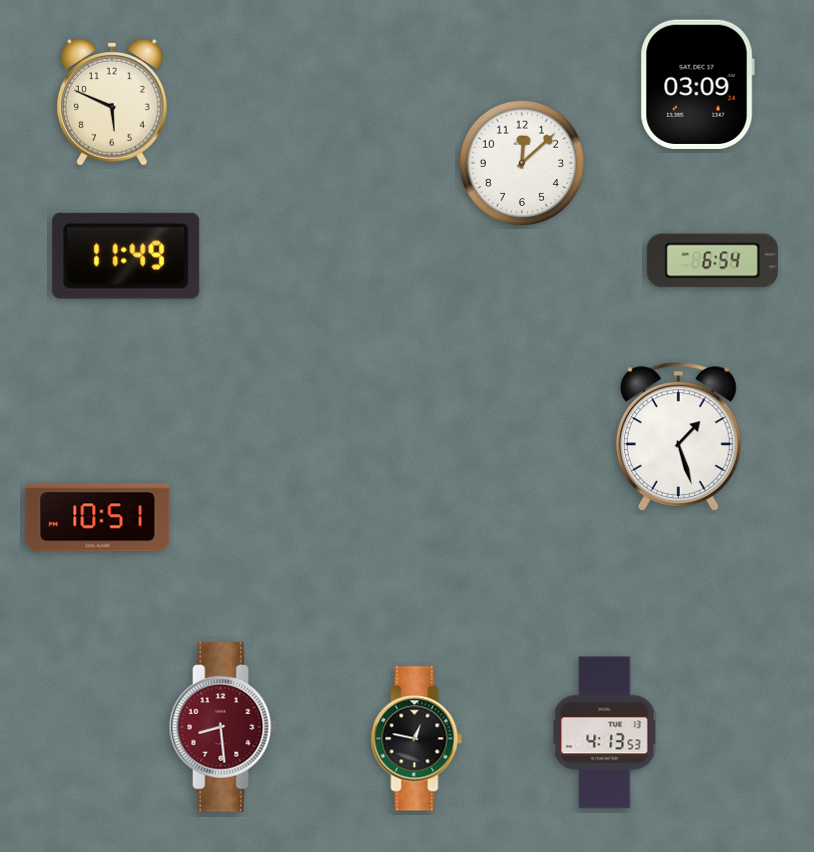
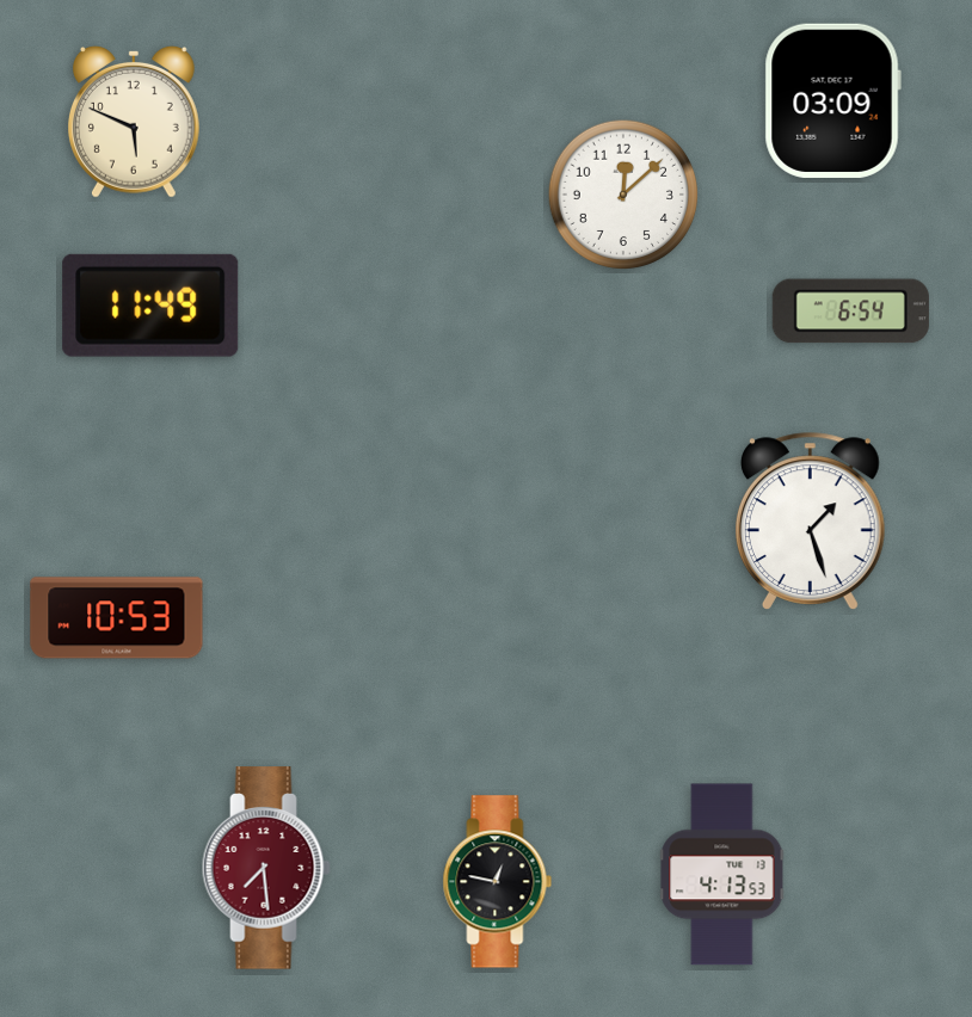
clock at (98, 518): 10:51 -> 10:53
clock at (223, 727): 8:29 -> 7:29
